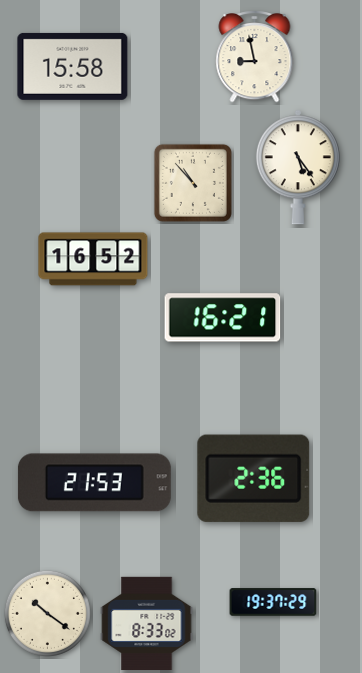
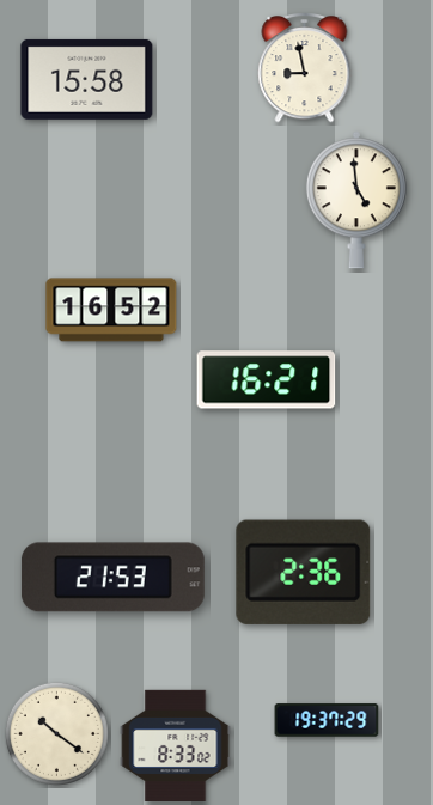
clock at (298, 167): 5:24 -> 4:59
clock at (193, 183): 10:53 -> none
